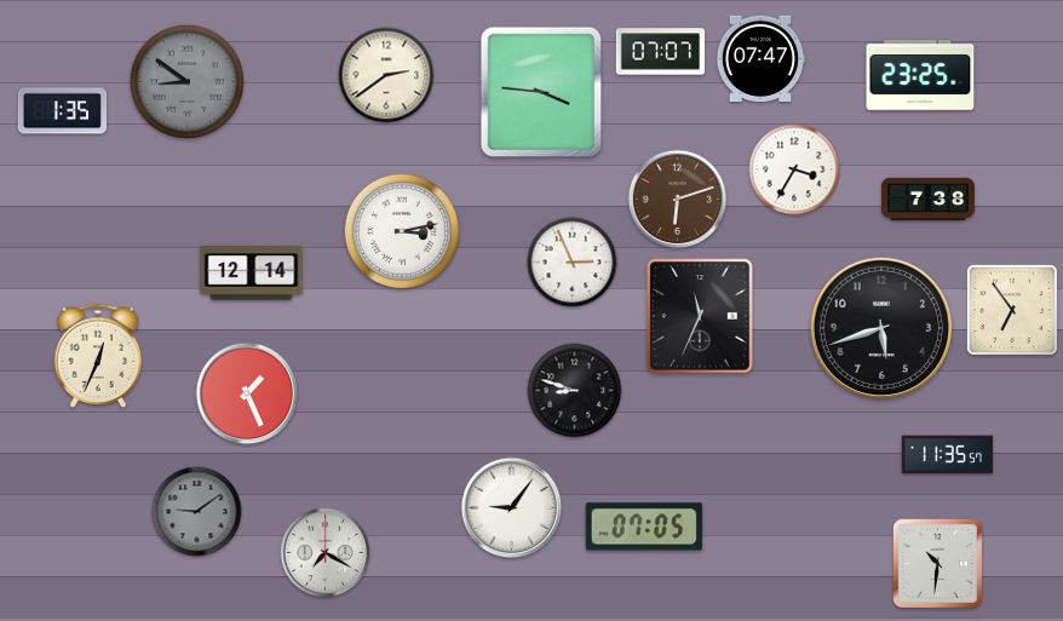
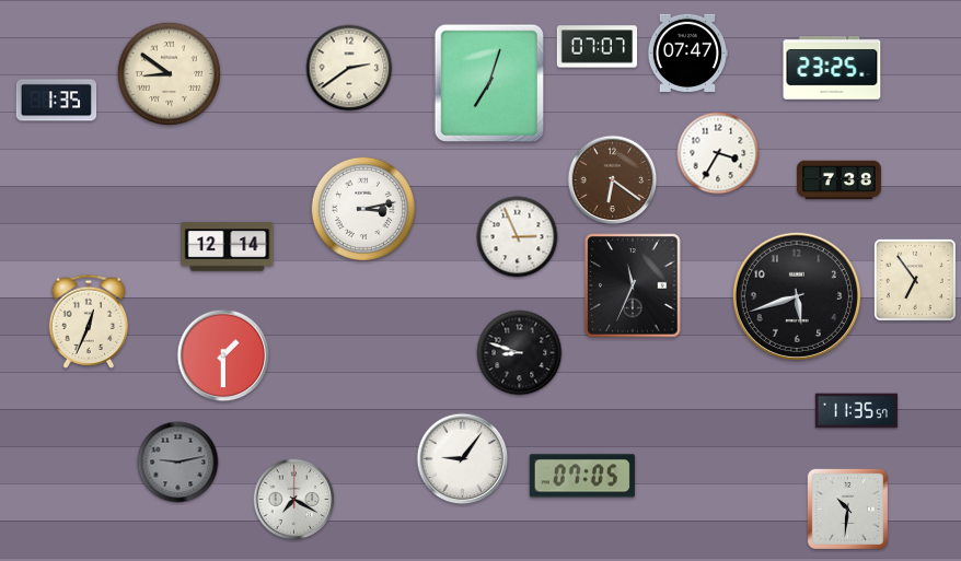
clock at (186, 81) dial: grey -> cream
clock at (541, 92): 3:46 -> 7:03
clock at (678, 200): 6:12 -> 6:21
clock at (247, 393): 1:26 -> 1:30
clock at (197, 512): 9:09 -> 9:13
